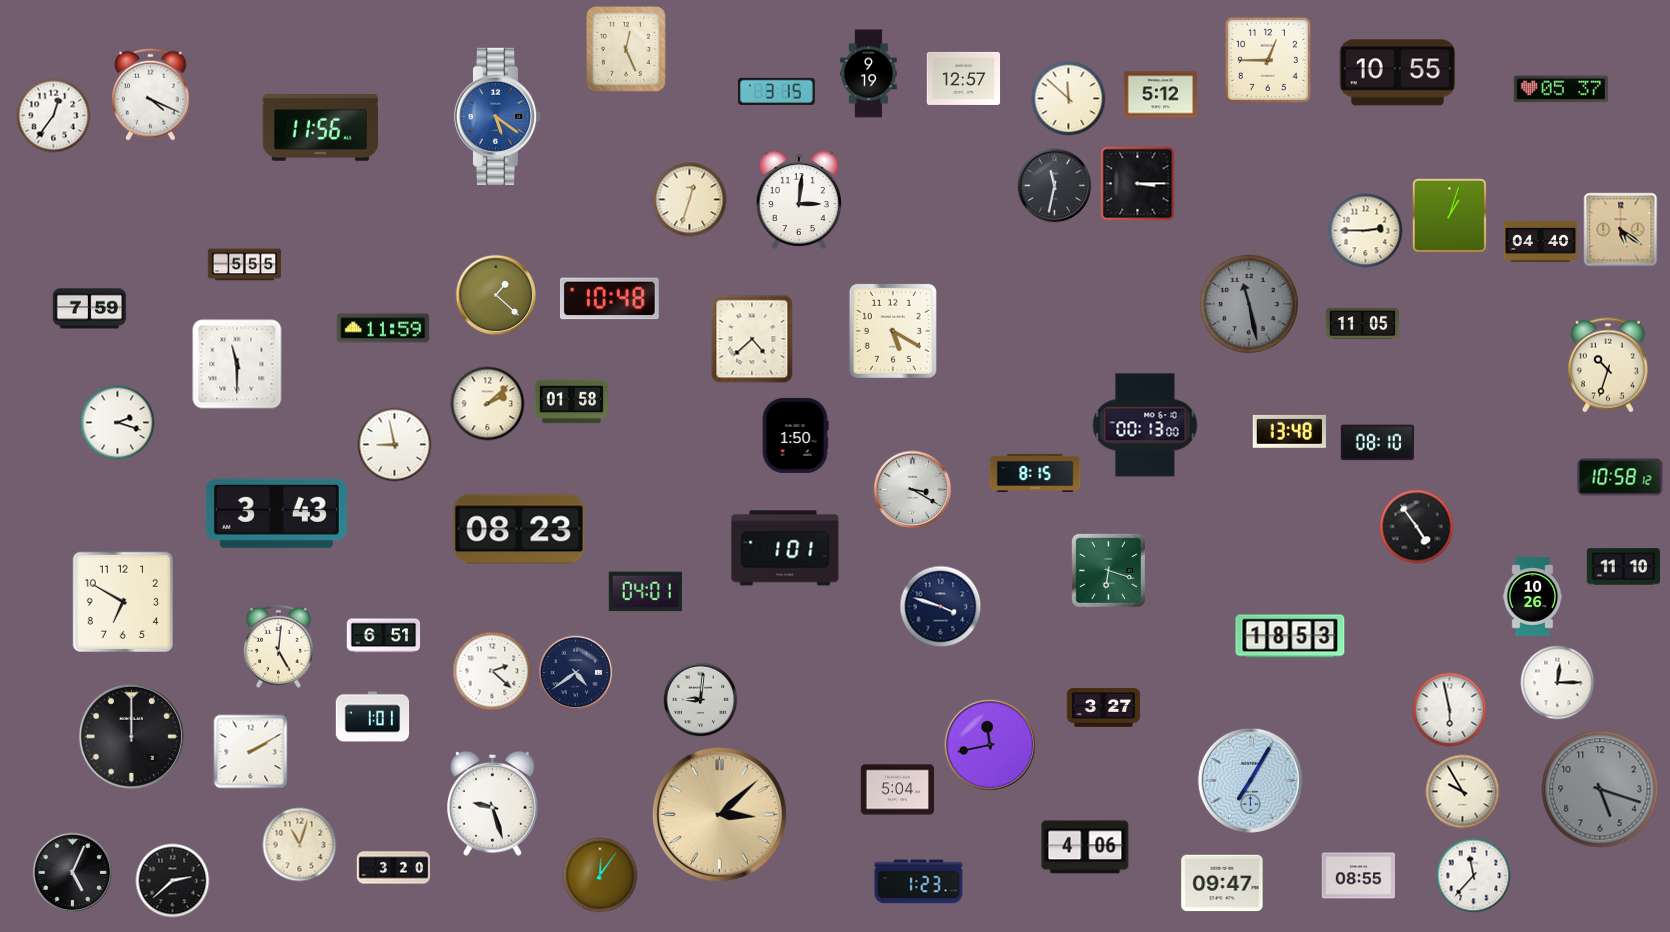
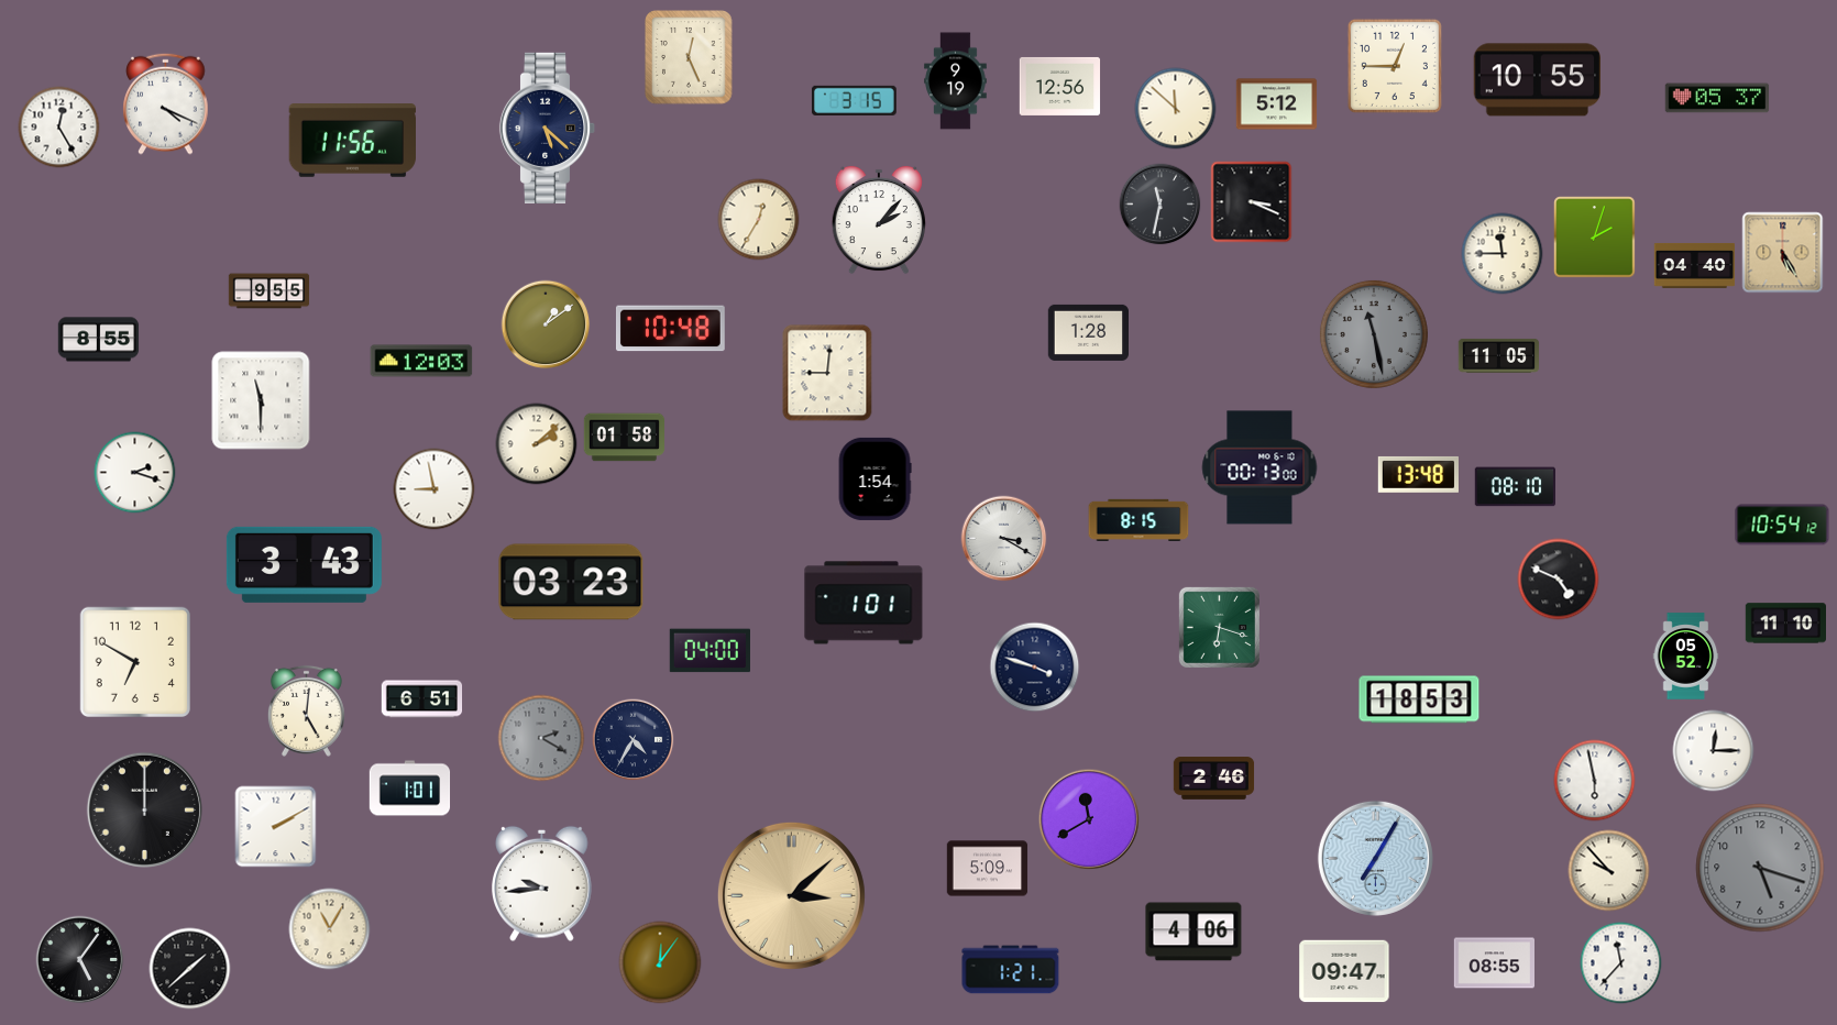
clock at (627, 50) position: (627, 50) -> (690, 58)
clock at (964, 78): 12:57 -> 12:56
clock at (54, 116): 12:36 -> 12:25
clock at (498, 116): 5:21 -> 5:22
clock at (498, 116) dial: blue -> navy
clock at (1138, 184): 3:15 -> 3:19
clock at (690, 200): 12:33 -> 12:35
clock at (799, 200): 3:01 -> 2:07
clock at (1450, 216): 1:03 -> 2:03
clock at (1621, 230): 5:21 -> 5:25
clock at (1366, 231): 2:45 -> 11:45
clock at (245, 265): 5:55 -> 9:55
clock at (496, 295): 1:22 -> 1:09
clock at (1089, 332): none -> 1:28
clock at (90, 309): 7:59 -> 8:55
clock at (383, 328): 11:59 -> 12:03
clock at (893, 331): 5:20 -> none
clock at (752, 339): 4:38 -> 9:01
clock at (1608, 365): 10:33 -> none
clock at (572, 402) position: (572, 402) -> (625, 438)
clock at (118, 423) position: (118, 423) -> (135, 473)
clock at (795, 435): 1:50 -> 1:54
clock at (1620, 477): 10:58 -> 10:54
clock at (1417, 527): 4:54 -> 4:49
clock at (519, 529): 08:23 -> 03:23
clock at (645, 592): 04:01 -> 04:00
clock at (1533, 597): 10:26 -> 05:52
clock at (492, 671): 2:22 -> 2:20
clock at (492, 671) dial: white -> grey
clock at (576, 673): 4:39 -> 4:35
clock at (701, 700): 9:01 -> none
clock at (1104, 708): 3:27 -> 2:46
clock at (990, 745): 11:43 -> 11:40
clock at (898, 790): 5:04 -> 5:09
clock at (1463, 792): 9:55 -> 9:53
clock at (493, 803): 9:27 -> 9:44
clock at (300, 845): 11:03 -> 11:05
clock at (394, 868): 3:20 -> none
clock at (73, 873): 5:04 -> 5:06
clock at (173, 881): 2:38 -> 1:38
clock at (919, 882): 1:23 -> 1:21
